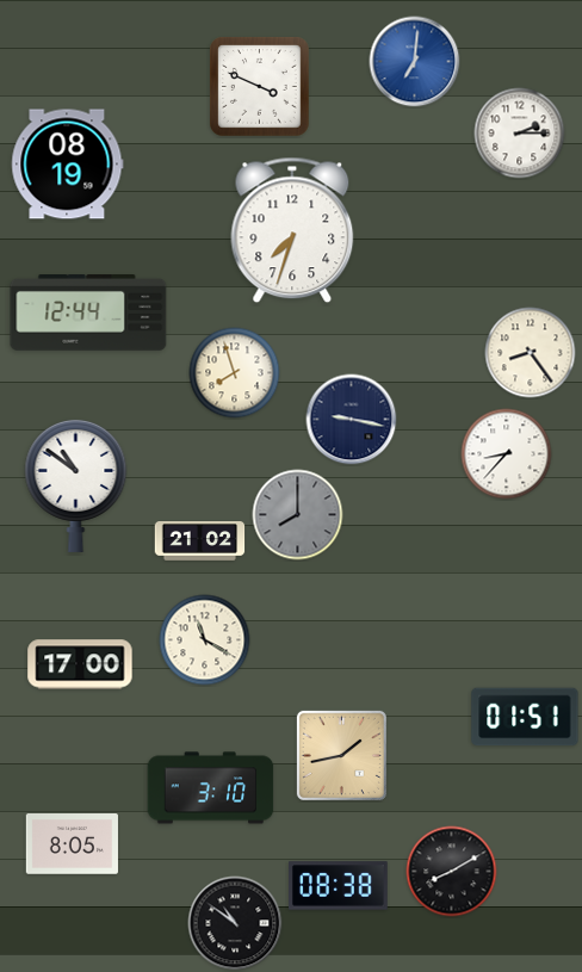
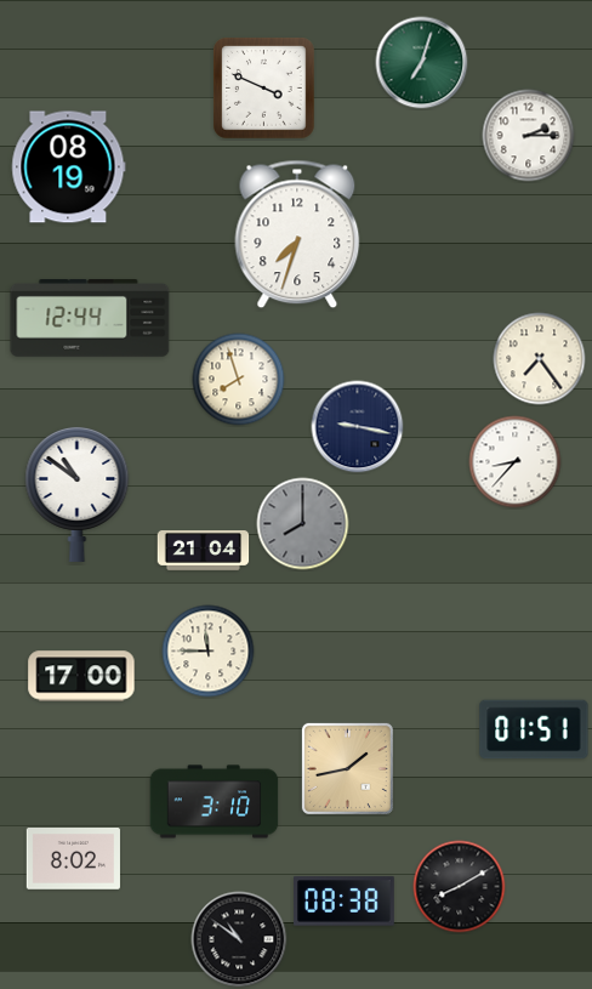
clock at (415, 62): 7:01 -> 7:03
clock at (415, 62) dial: blue -> green
clock at (531, 353): 8:24 -> 7:24
clock at (200, 541): 21:02 -> 21:04
clock at (205, 640): 11:20 -> 11:45
clock at (72, 844): 8:05 -> 8:02
